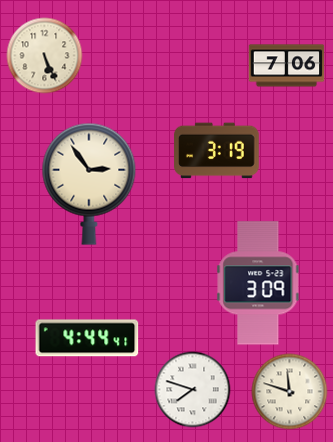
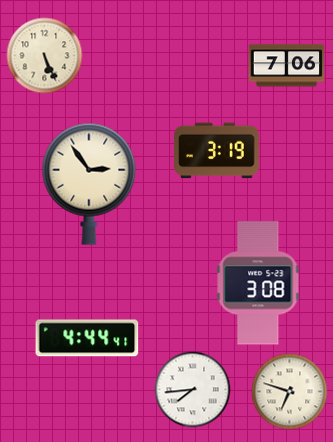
clock at (258, 283): 3:09 -> 3:08
clock at (193, 390): 7:48 -> 7:44
clock at (290, 392): 11:48 -> 6:48
